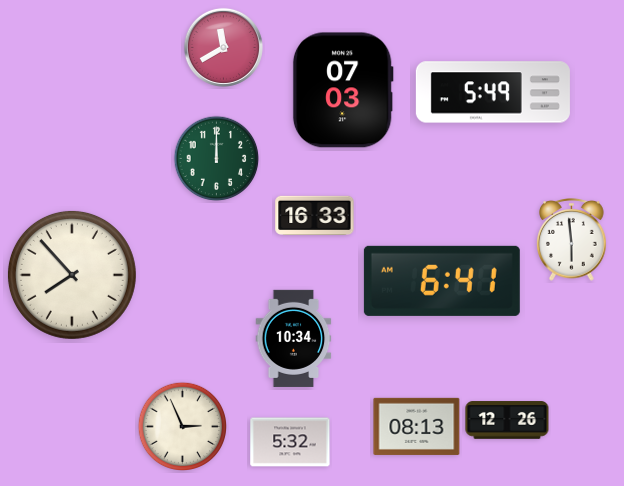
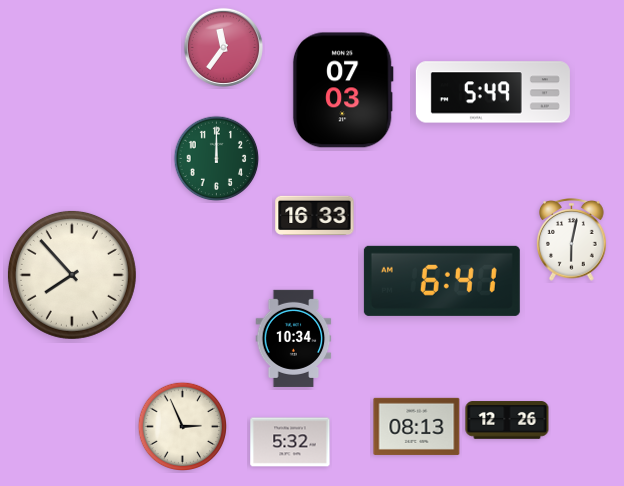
clock at (223, 47): 11:40 -> 11:36
clock at (572, 240): 5:59 -> 6:02
